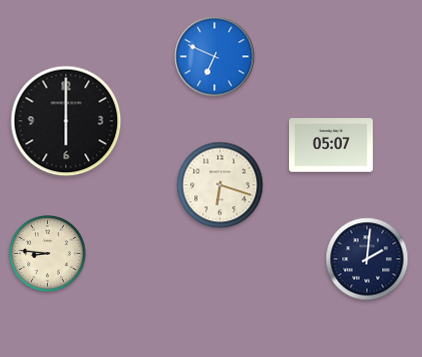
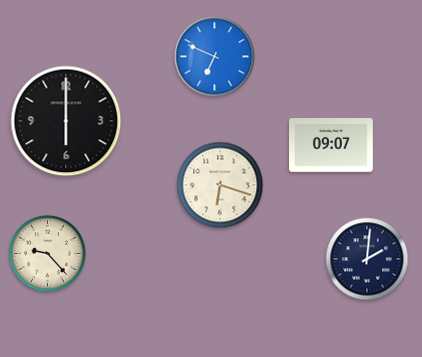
clock at (332, 145): 05:07 -> 09:07
clock at (48, 254): 8:46 -> 9:23
